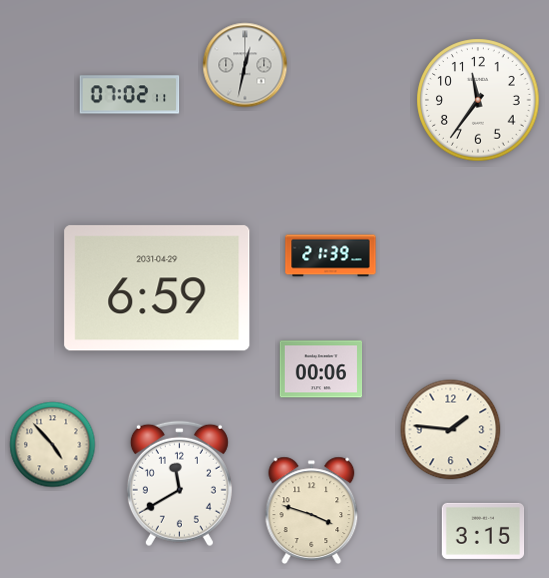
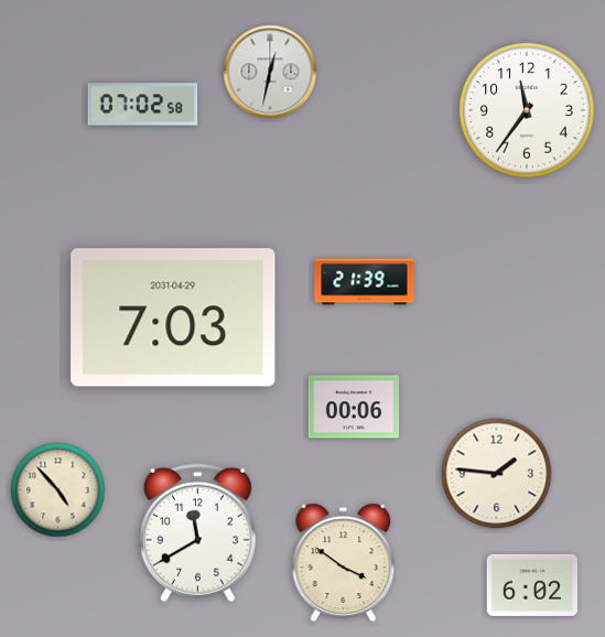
clock at (130, 95): 07:02:11 -> 07:02:58
clock at (157, 288): 6:59 -> 7:03
clock at (312, 510): 3:48 -> 3:51
clock at (483, 531): 3:15 -> 6:02
